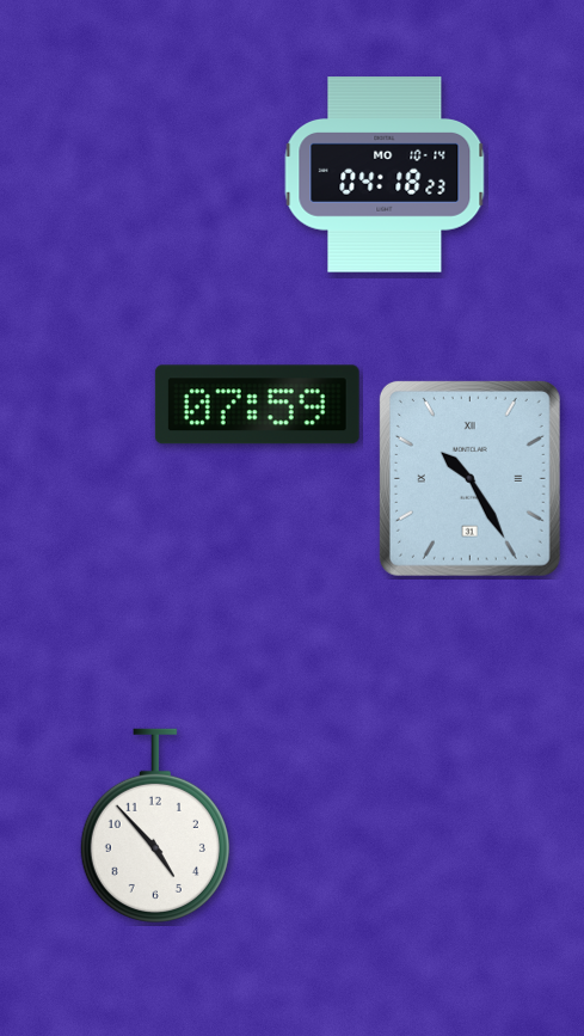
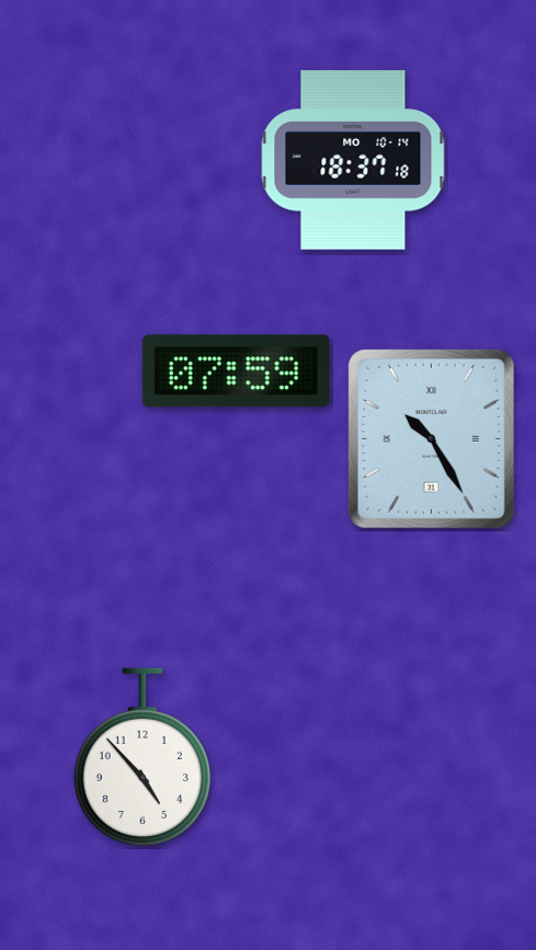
clock at (385, 174): 04:18 -> 18:37
